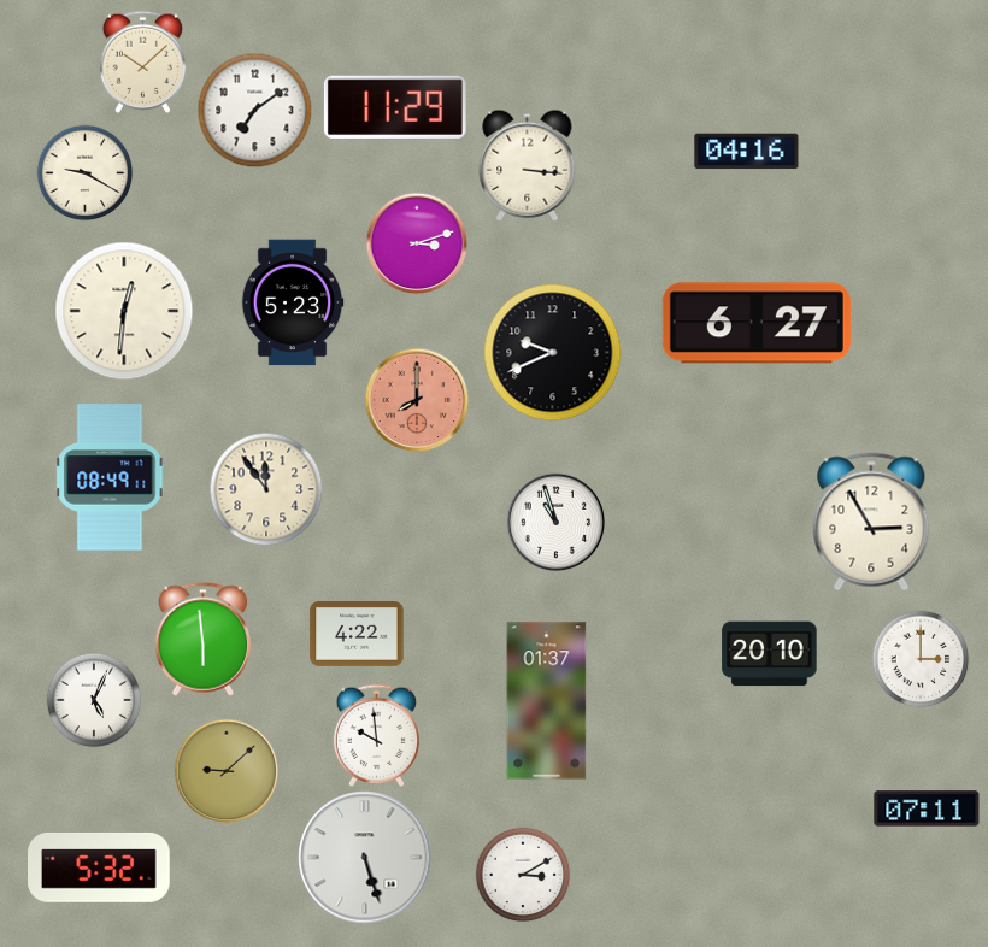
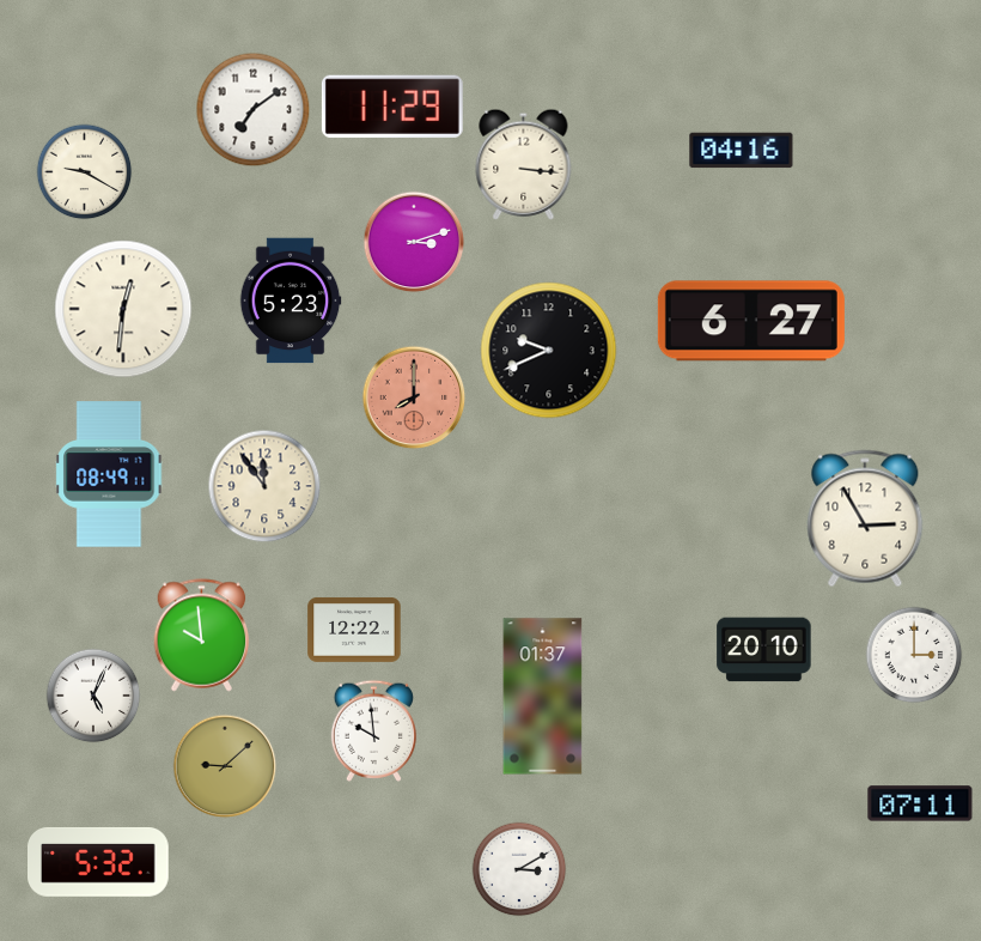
clock at (142, 61): 10:08 -> none
clock at (555, 522): 10:57 -> none
clock at (357, 634): 4:22 -> 12:22
clock at (204, 640): 5:59 -> 9:59
clock at (365, 858): 5:27 -> none
